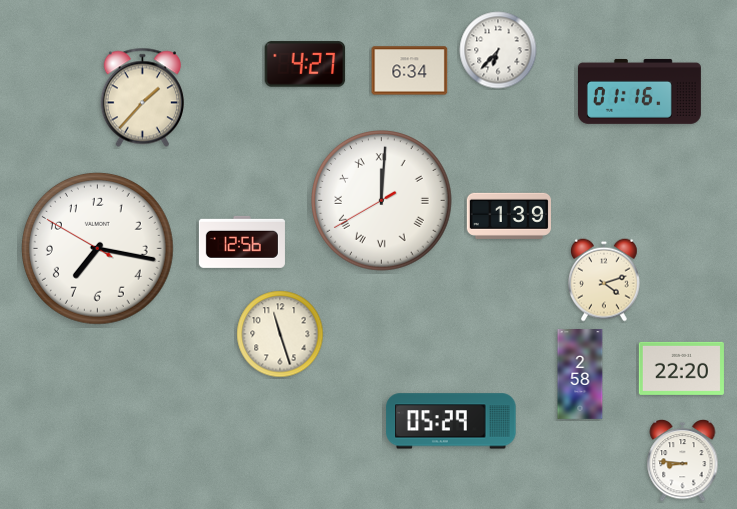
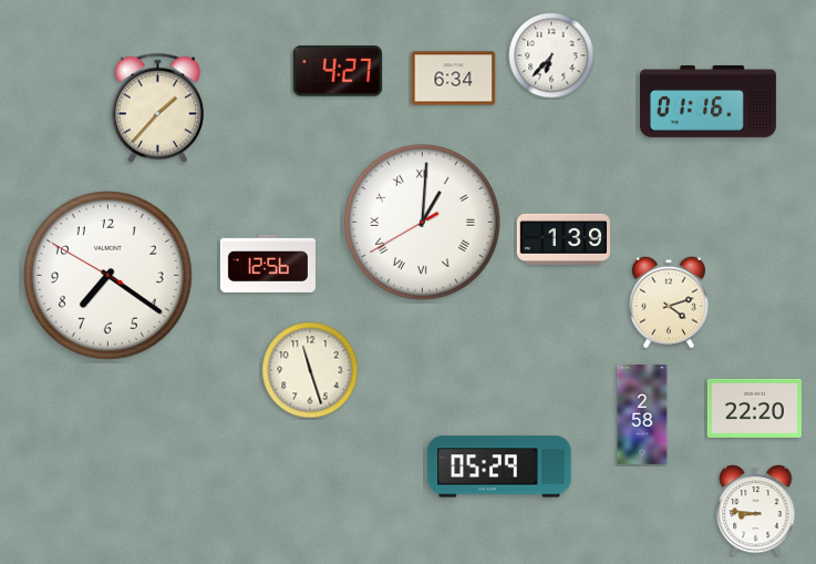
clock at (382, 201): 12:00 -> 1:00
clock at (242, 242) position: (242, 242) -> (268, 264)
clock at (97, 248): 7:16 -> 7:20
clock at (604, 280) position: (604, 280) -> (669, 302)
